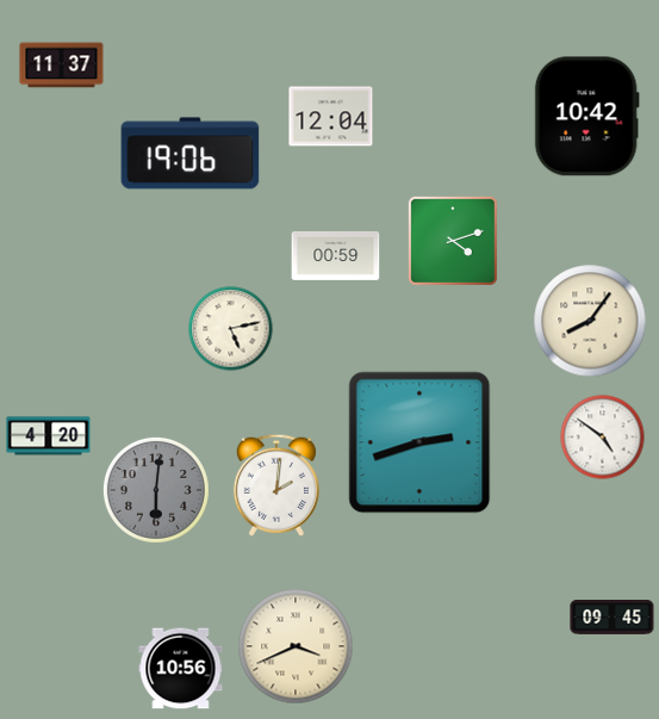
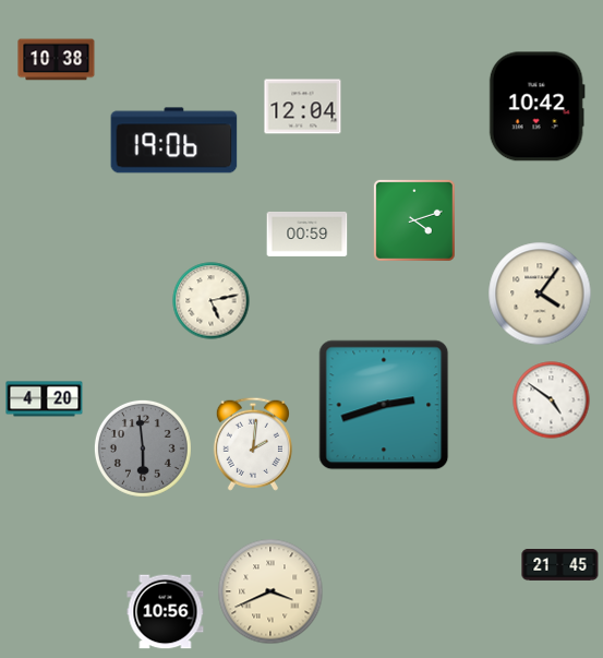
clock at (62, 66): 11:37 -> 10:38
clock at (590, 321): 8:06 -> 4:06
clock at (156, 490): 6:01 -> 5:59
clock at (613, 618): 09:45 -> 21:45
